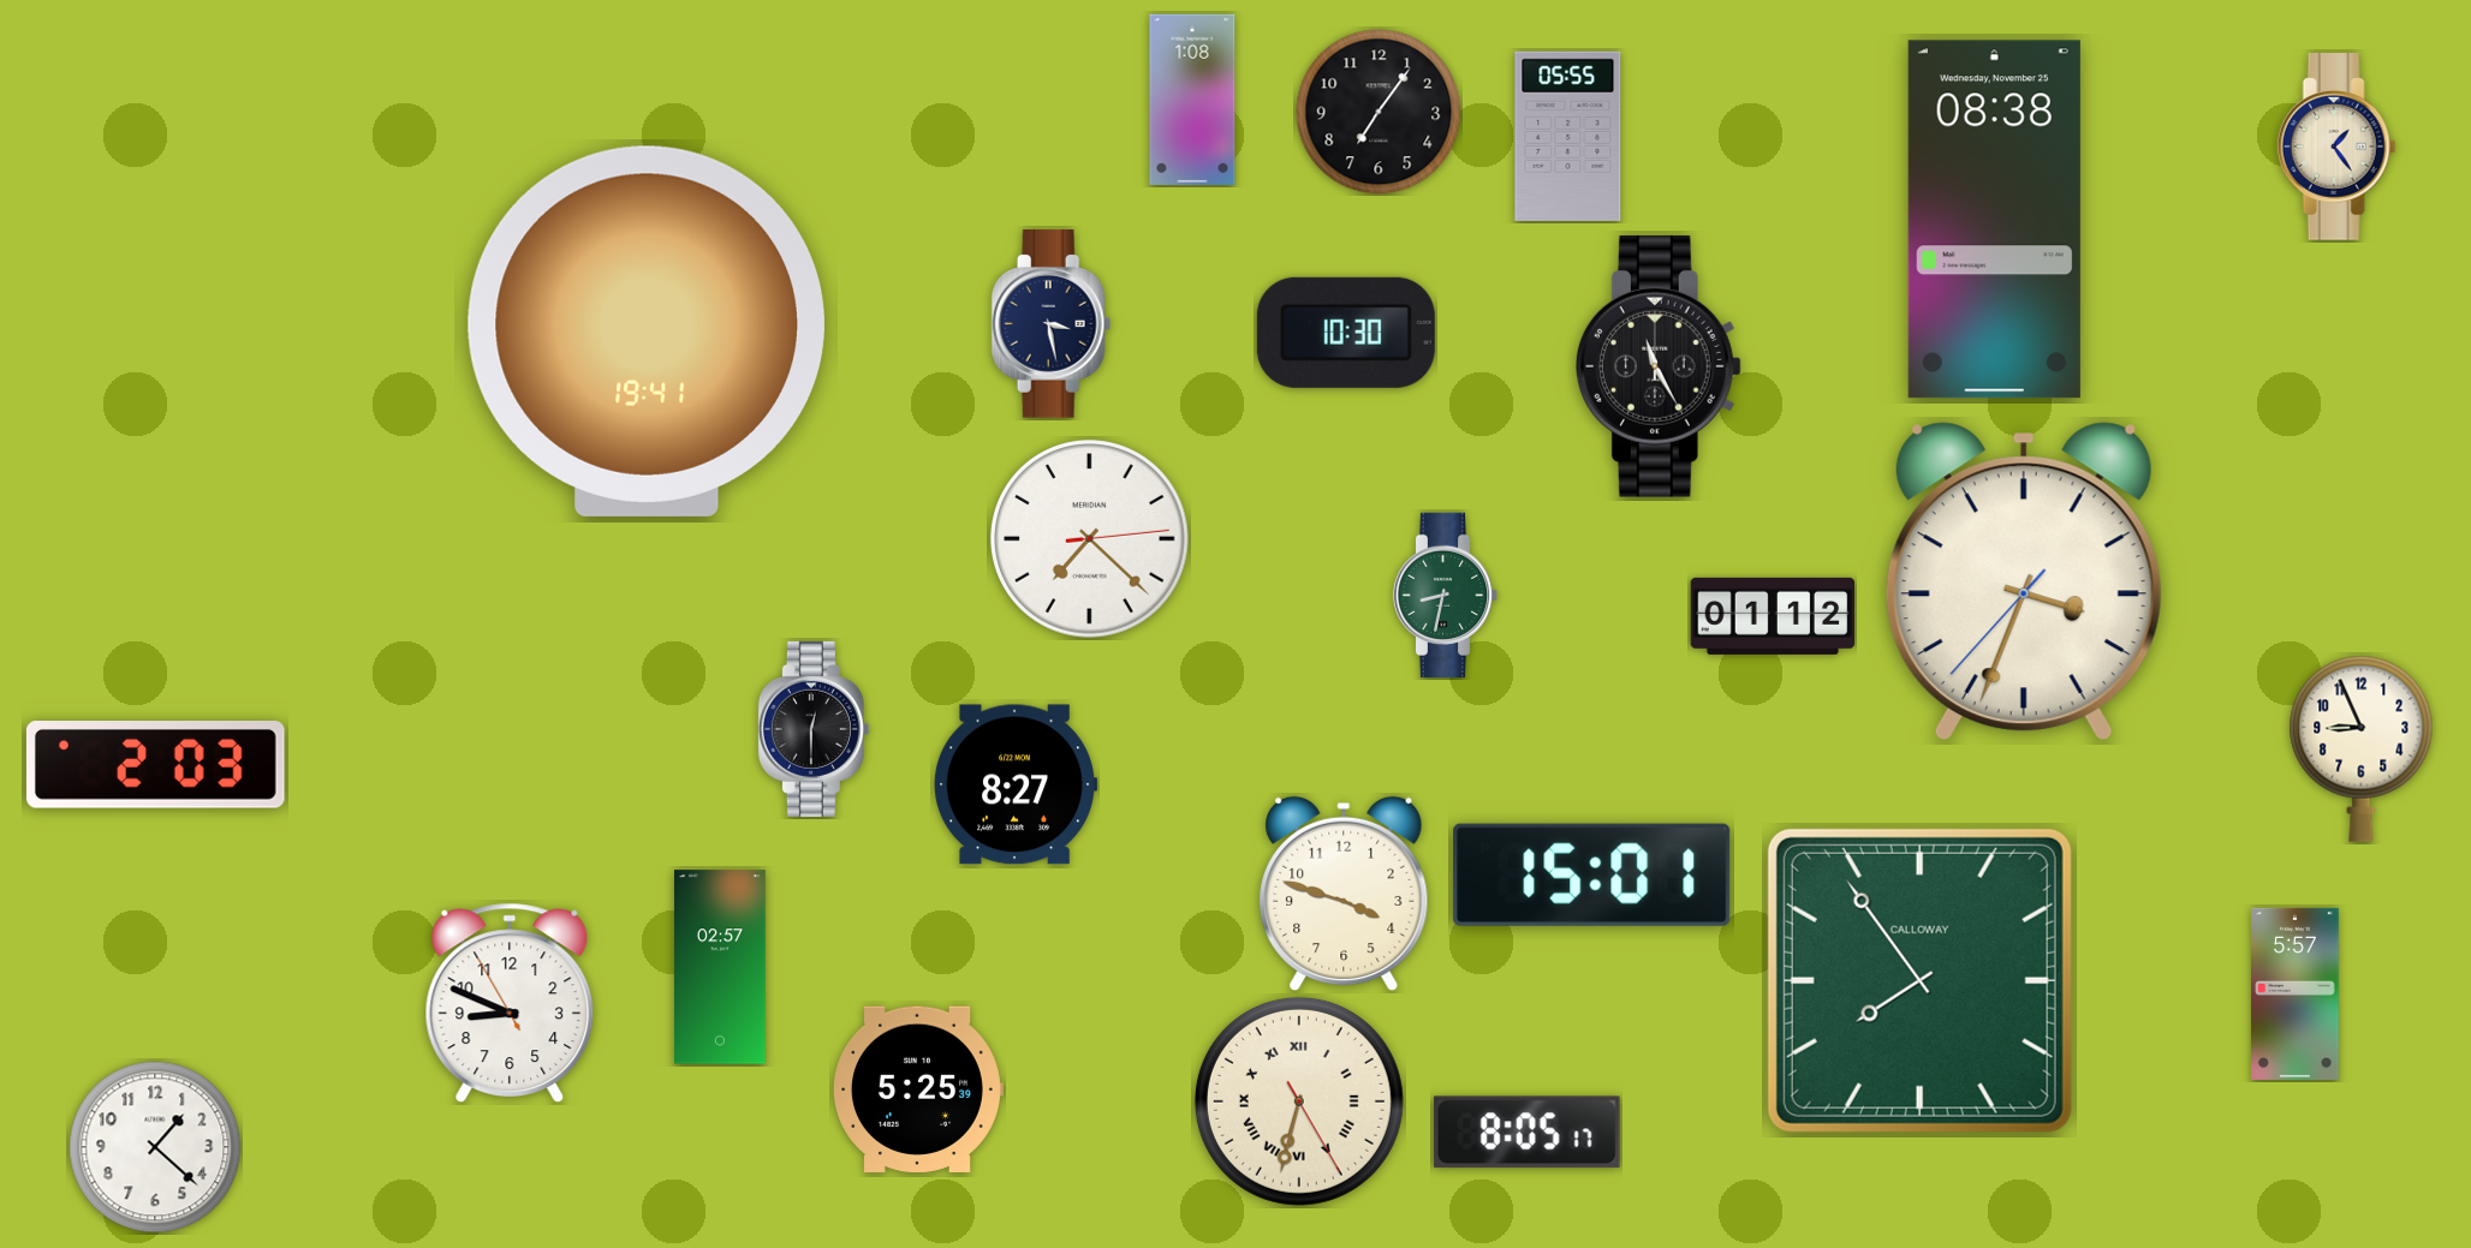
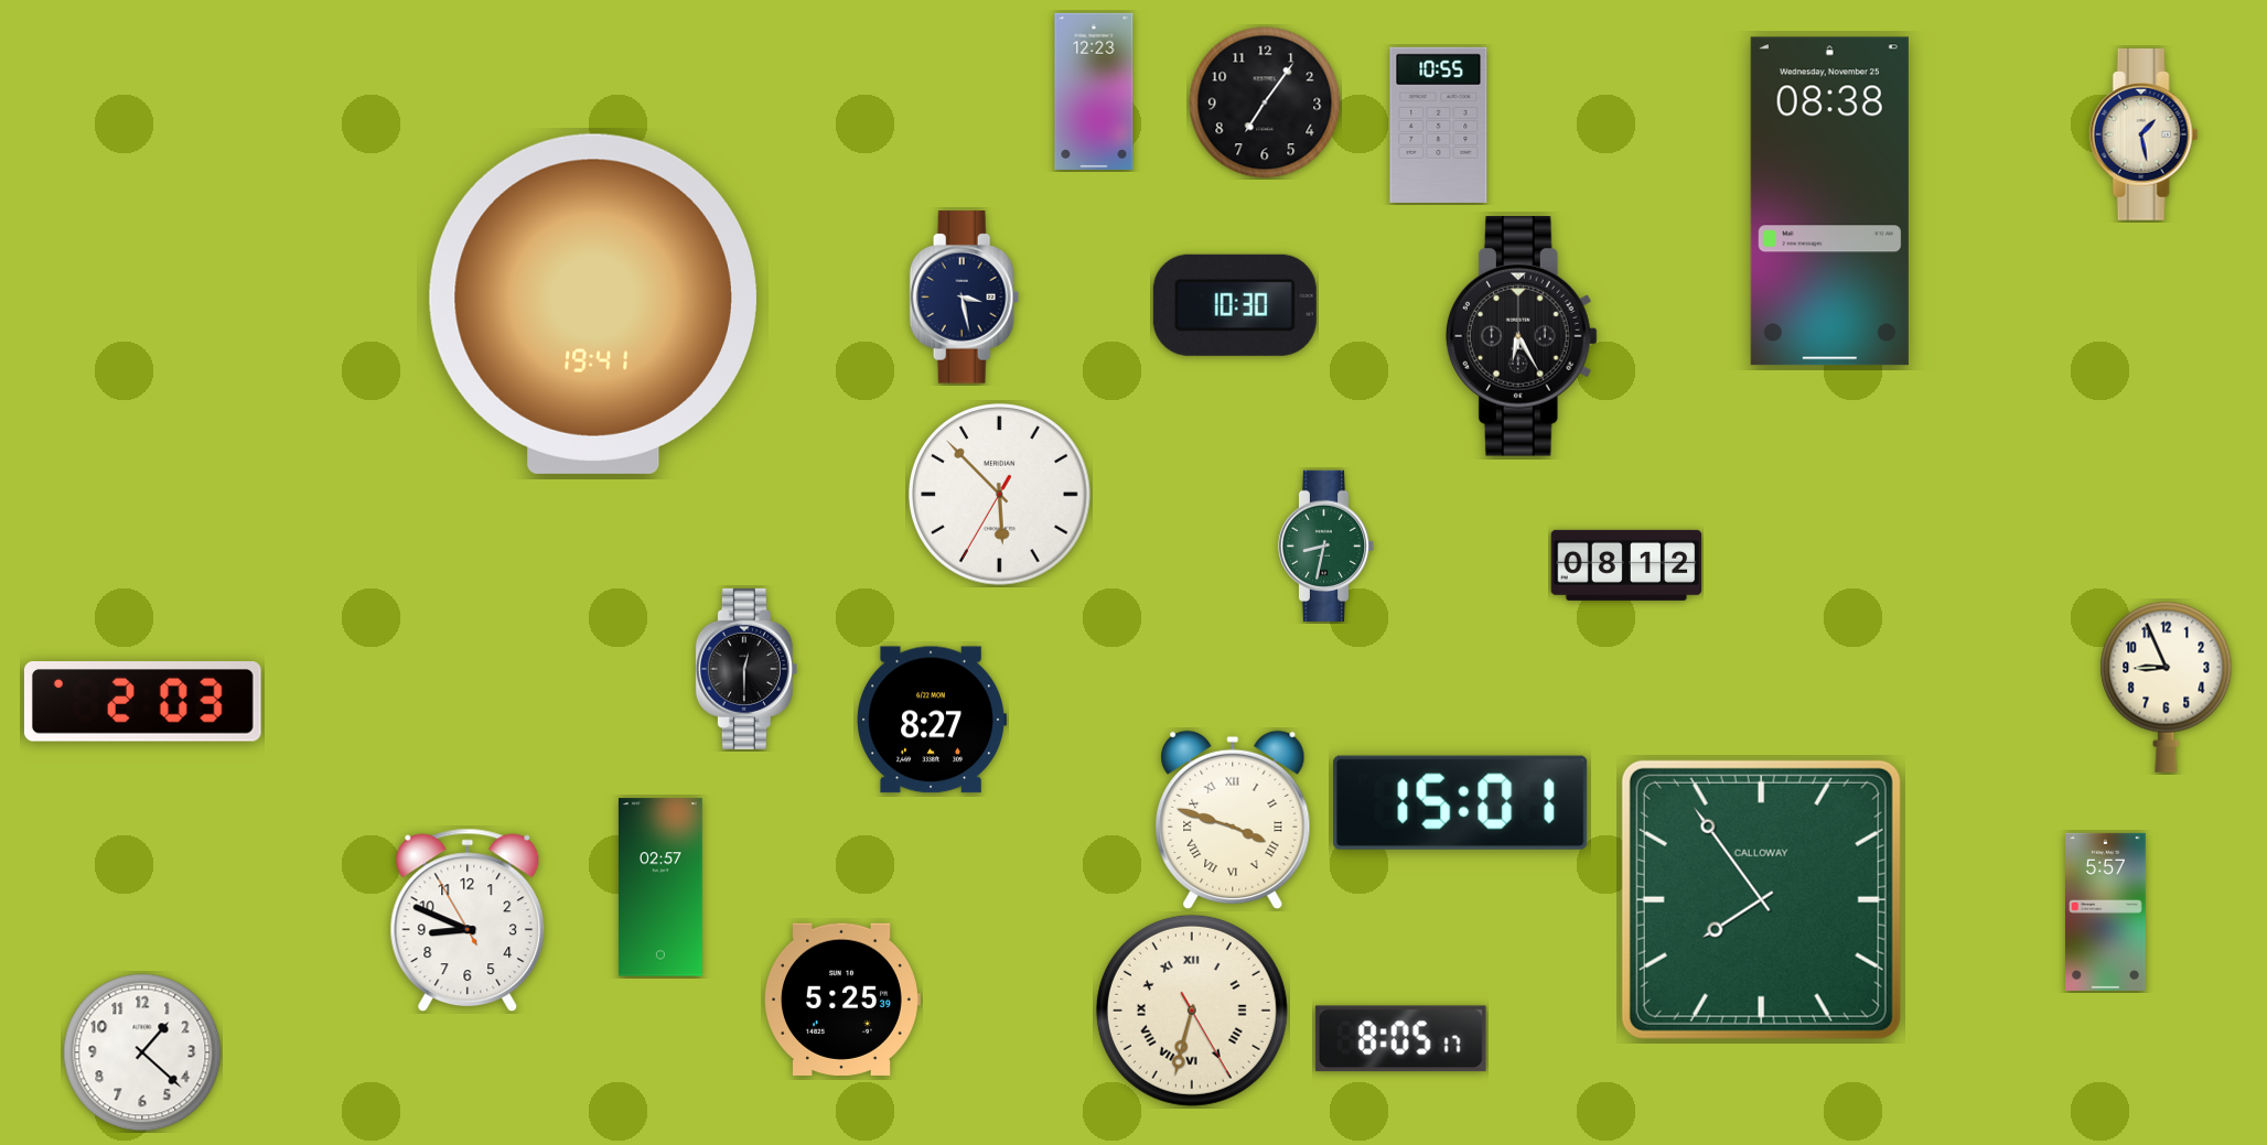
clock at (1192, 100): 1:08 -> 12:23
clock at (1568, 136): 05:55 -> 10:55
clock at (2336, 148): 1:24 -> 1:28
clock at (1659, 368): 11:25 -> 6:25
clock at (1090, 539): 7:22 -> 5:52
clock at (2024, 581): 3:33 -> none
clock at (1773, 616): 01:12 -> 08:12
clock at (1344, 894) numerals: Arabic -> Roman
